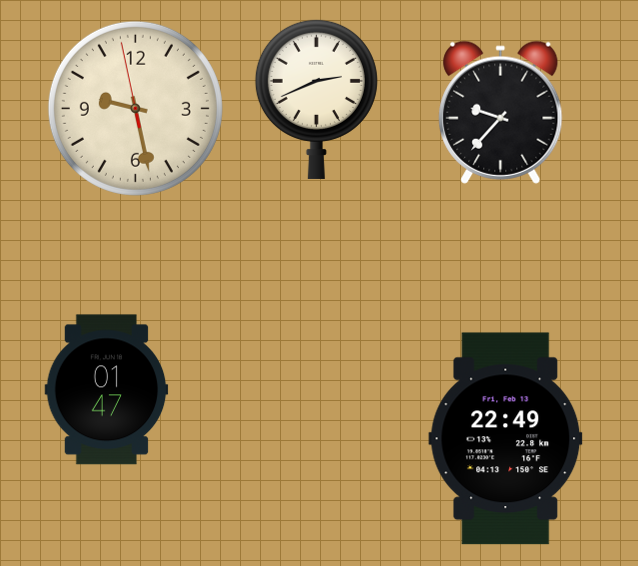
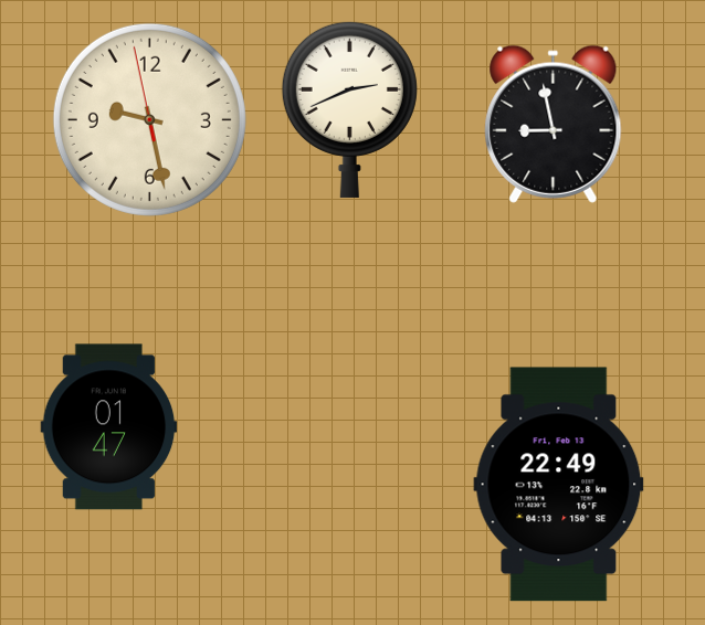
clock at (501, 112): 9:37 -> 8:58
clock at (107, 390) position: (107, 390) -> (109, 427)
